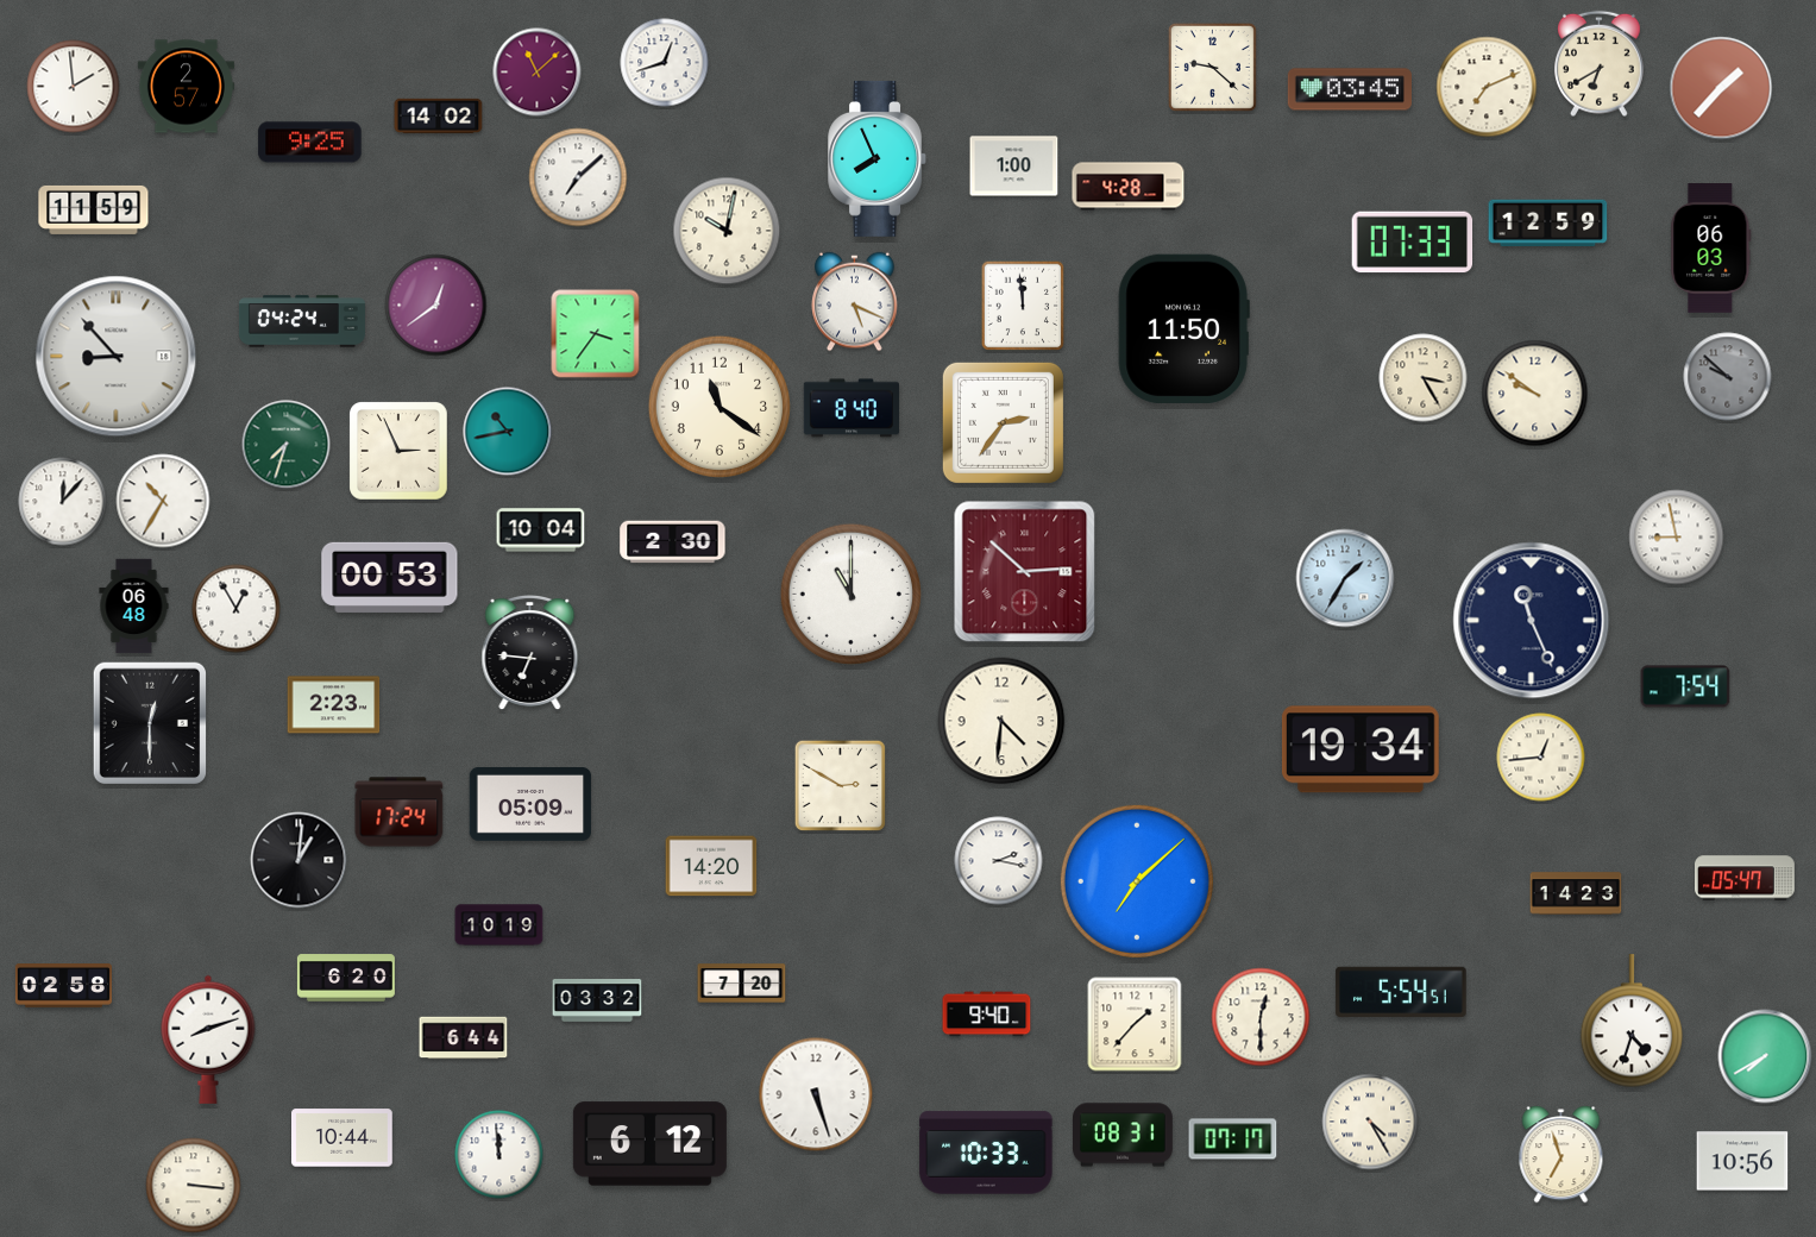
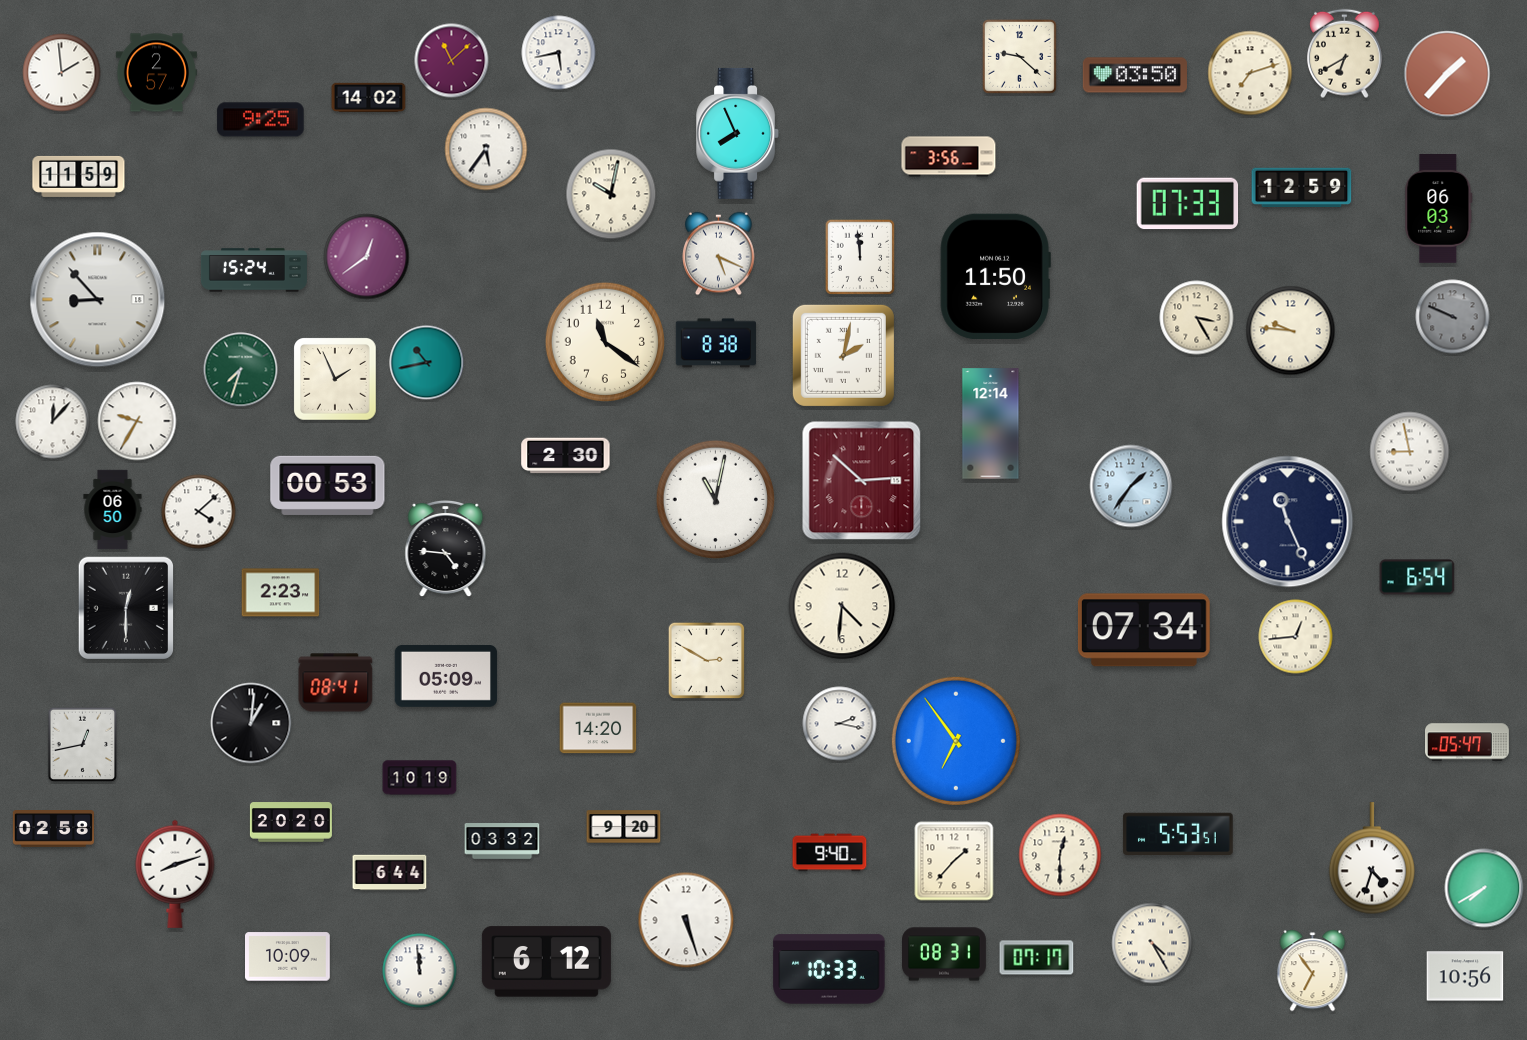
clock at (665, 63): 12:42 -> 5:43
clock at (1487, 87): 7:11 -> 7:12
clock at (1350, 89): 03:45 -> 03:50
clock at (1014, 167): 1:00 -> none
clock at (578, 177): 7:08 -> 5:36
clock at (1129, 187): 4:28 -> 3:56
clock at (302, 321): 04:24 -> 15:24
clock at (596, 334): 3:36 -> none
clock at (1728, 377): 9:52 -> 9:49
clock at (1535, 394): 9:51 -> 9:46
clock at (852, 408): 8:40 -> 8:38
clock at (1003, 422): 2:36 -> 2:02
clock at (287, 445) position: (287, 445) -> (241, 370)
clock at (398, 451): 2:56 -> 1:56
clock at (163, 501): 10:35 -> 9:35
clock at (991, 424): none -> 12:14
clock at (541, 530): 10:04 -> none
clock at (1345, 578): 1:35 -> 1:36
clock at (852, 595): 11:00 -> 11:02
clock at (134, 607): 06:48 -> 06:50
clock at (237, 609): 12:55 -> 4:08
clock at (530, 653): 6:46 -> 4:46
clock at (1685, 686): 7:54 -> 6:54
clock at (1361, 749): 19:34 -> 07:34
clock at (400, 812): 17:24 -> 08:41
clock at (1746, 878) position: (1746, 878) -> (1468, 742)
clock at (1137, 881): 7:08 -> 6:54
clock at (83, 745): none -> 12:43
clock at (1576, 893): 14:23 -> none
clock at (346, 978): 6:20 -> 20:20
clock at (742, 984): 7:20 -> 9:20
clock at (1401, 992): 5:54 -> 5:53
clock at (343, 1138): 10:44 -> 10:09
clock at (1561, 1155): 6:57 -> 6:54
clock at (194, 1186): 3:16 -> none
